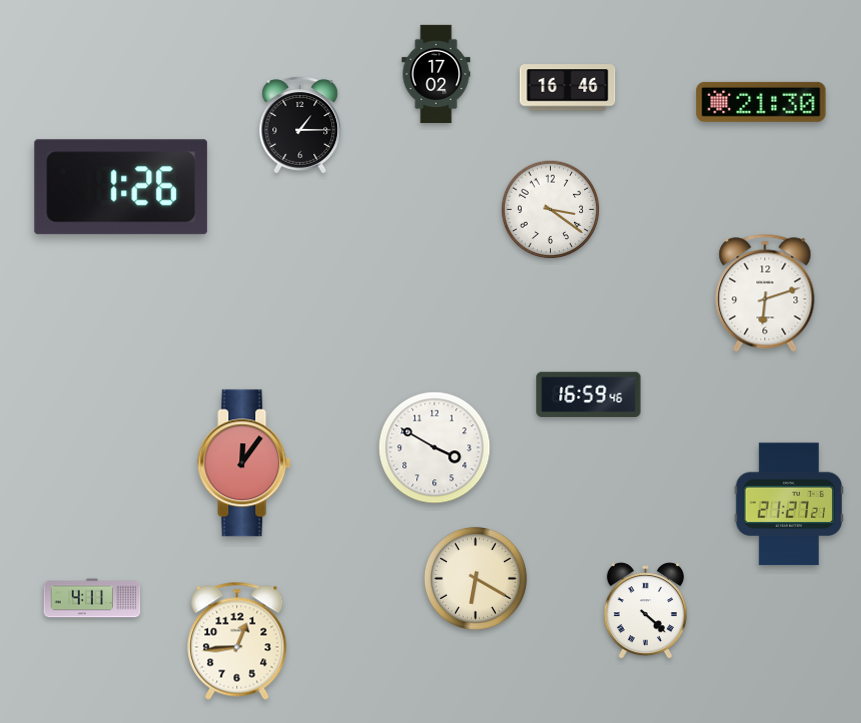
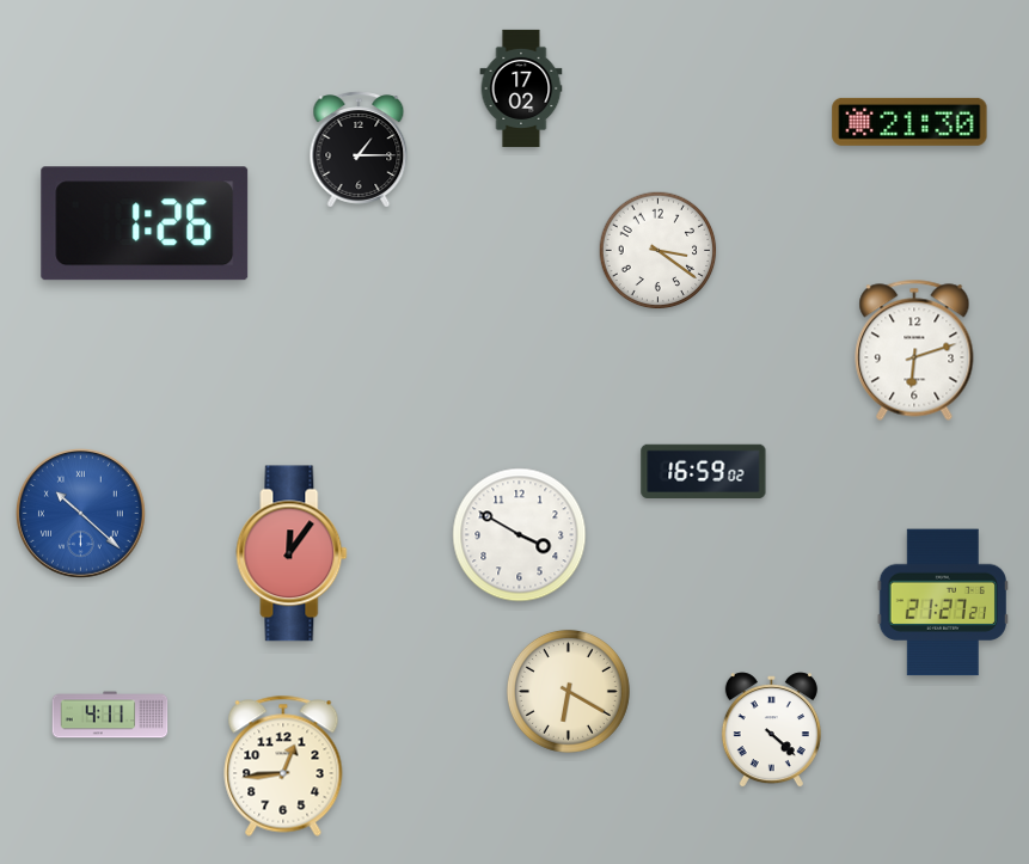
clock at (568, 88): 16:46 -> none
clock at (589, 394): 16:59:46 -> 16:59:02
clock at (80, 513): none -> 10:22
